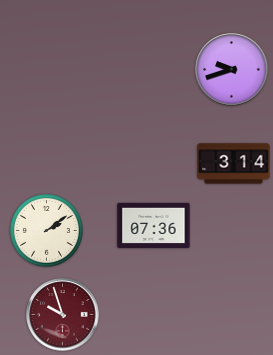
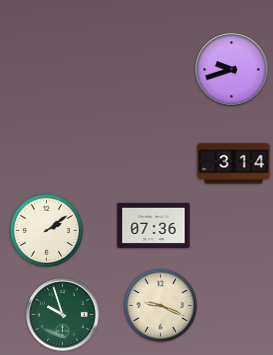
clock at (160, 305): none -> 9:19
clock at (63, 315) dial: burgundy -> green
